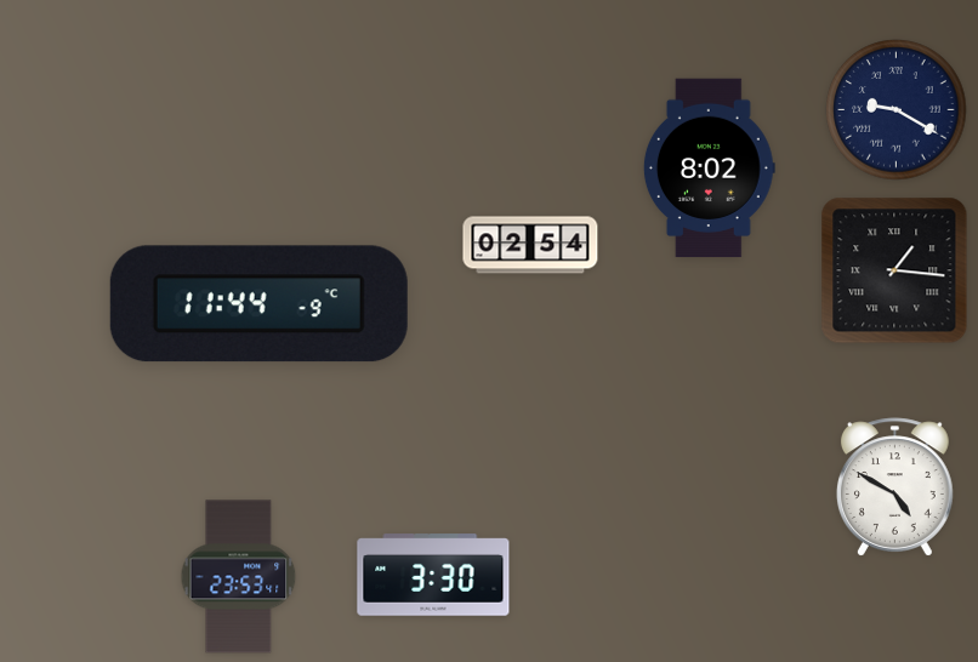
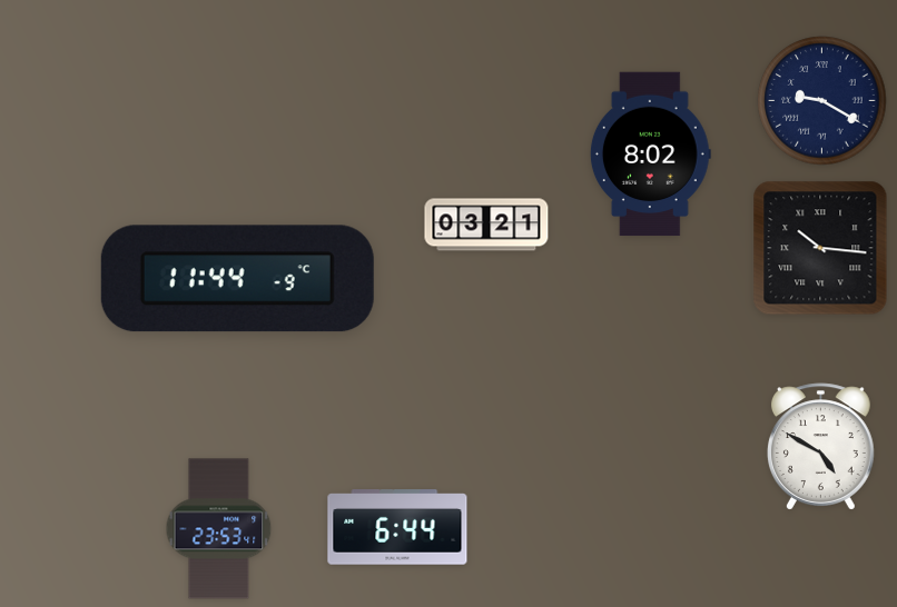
clock at (530, 245): 02:54 -> 03:21
clock at (894, 270): 1:16 -> 10:16
clock at (433, 575): 3:30 -> 6:44
